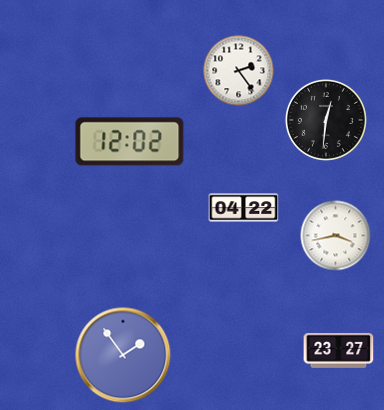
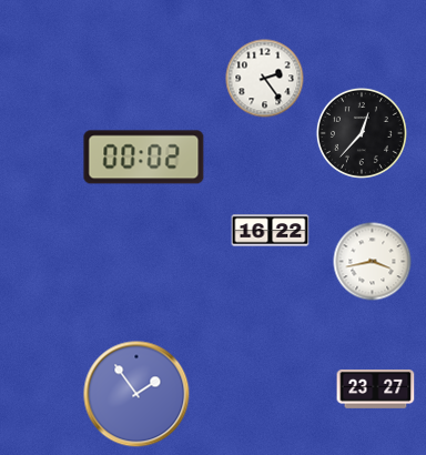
clock at (326, 120): 12:31 -> 12:37
clock at (130, 142): 12:02 -> 00:02
clock at (244, 208): 04:22 -> 16:22
